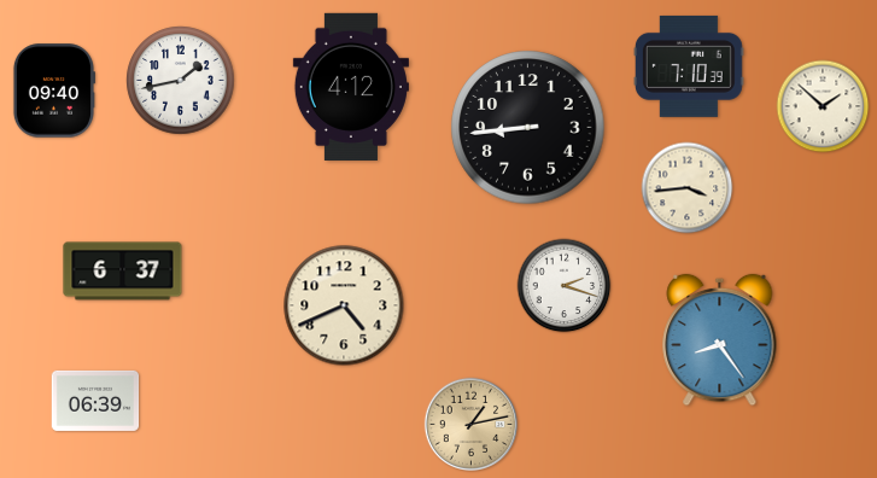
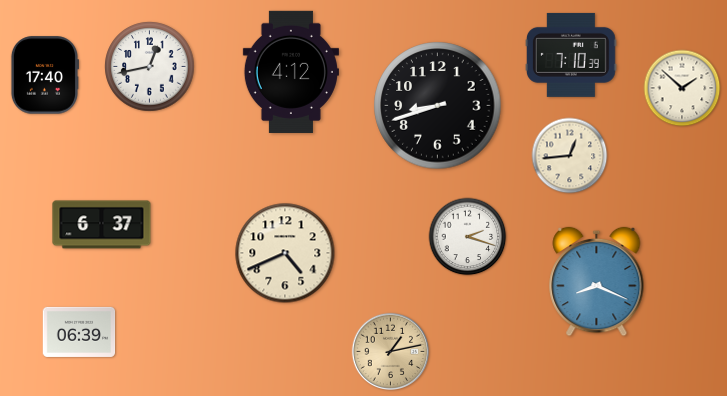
clock at (181, 81): 1:43 -> 12:43
clock at (53, 91): 09:40 -> 17:40
clock at (528, 128): 8:44 -> 8:42
clock at (688, 188): 3:44 -> 12:44
clock at (720, 340): 8:24 -> 8:19
